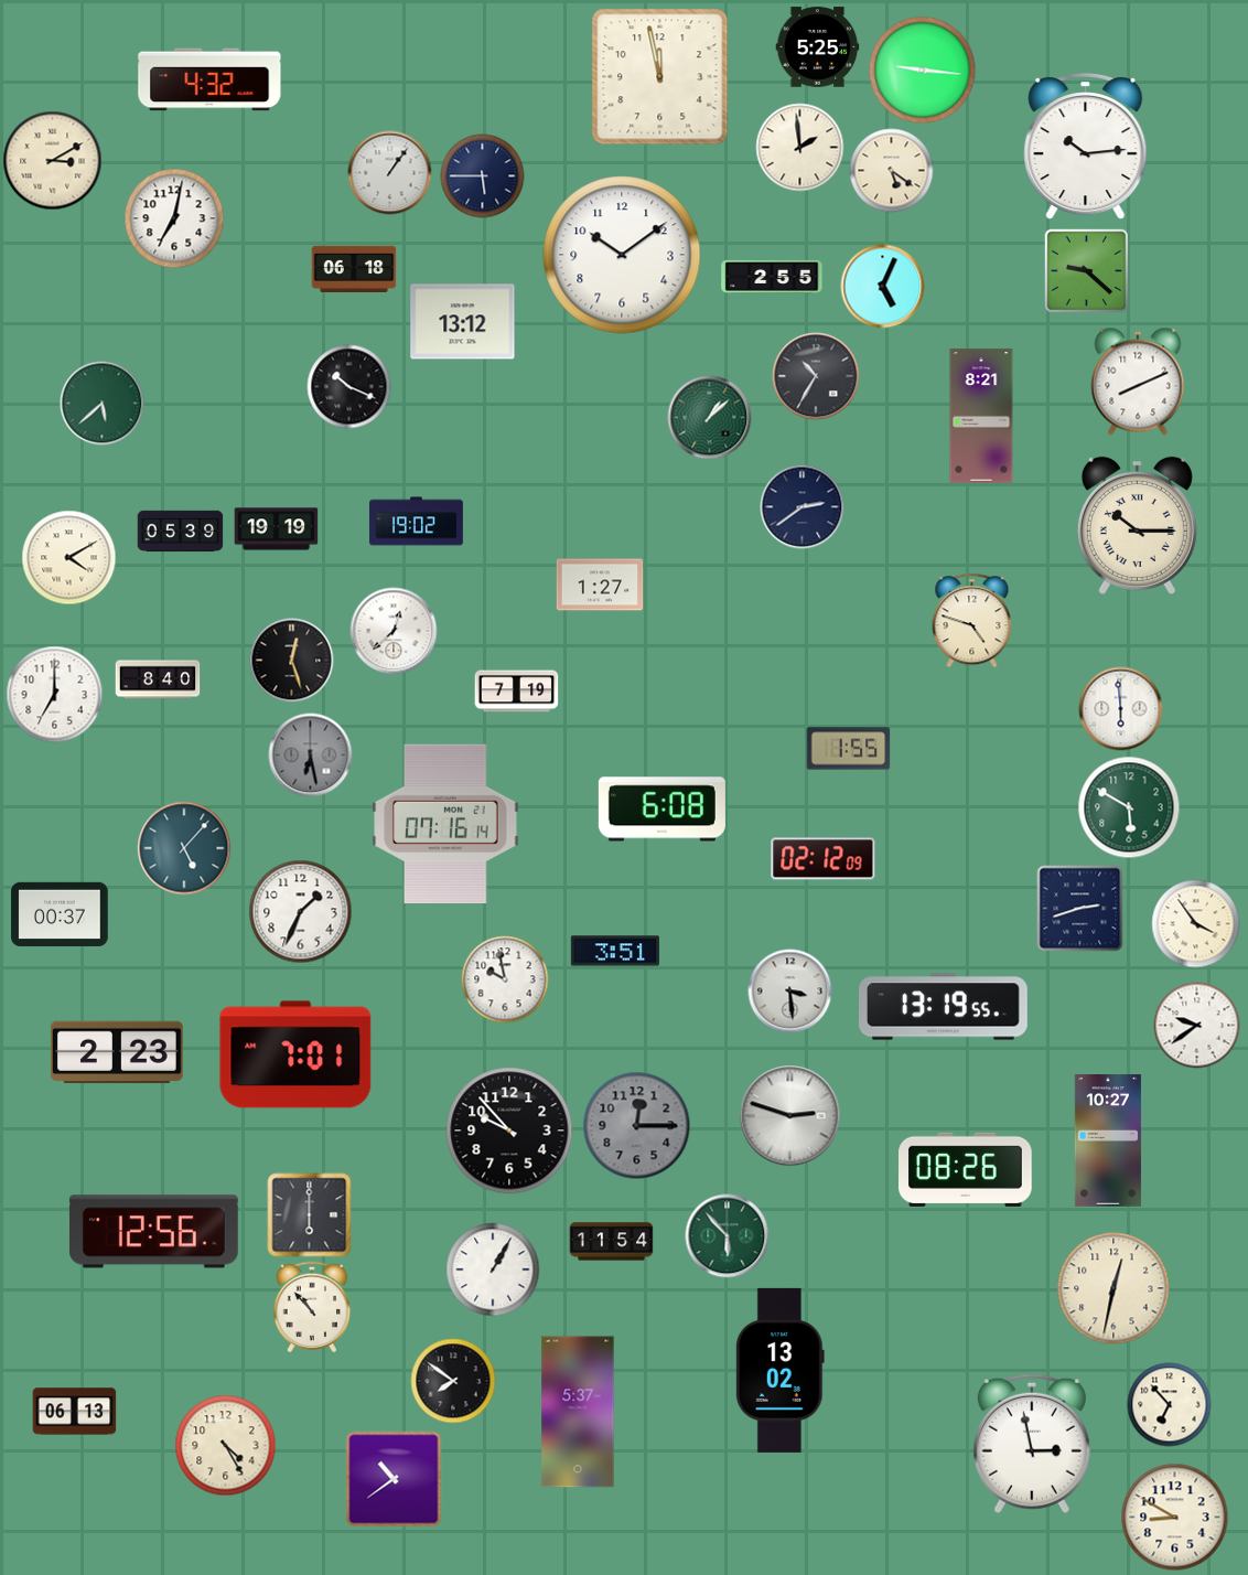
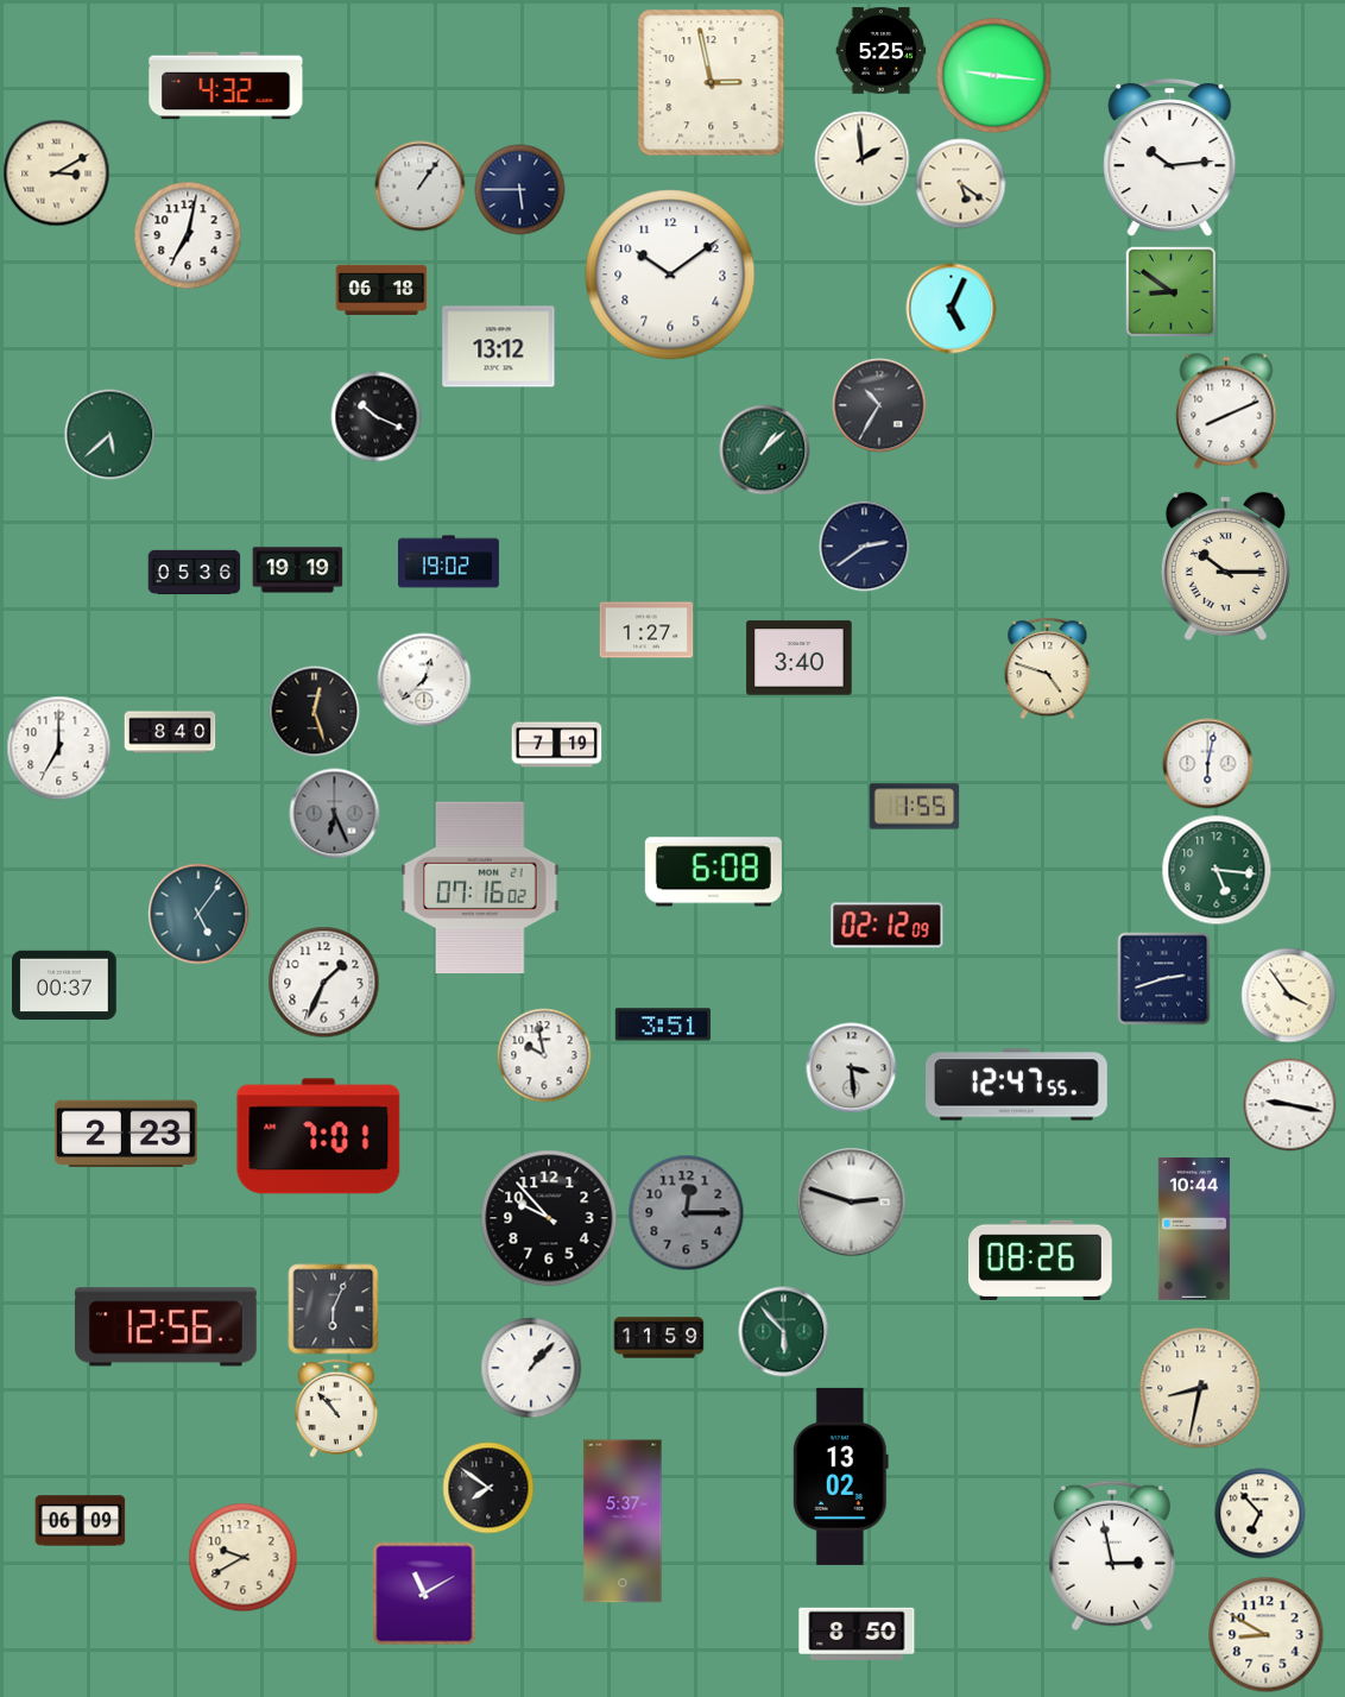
clock at (660, 77): 11:58 -> 2:58
clock at (1086, 270): 9:22 -> 8:51
clock at (772, 277): 2:55 -> none
clock at (981, 416): 8:21 -> none
clock at (181, 532): 05:39 -> 05:36
clock at (69, 558): 4:10 -> none
clock at (800, 658): none -> 3:40
clock at (1121, 709): 5:59 -> 6:02
clock at (311, 756): 6:28 -> 6:26
clock at (1129, 807): 5:50 -> 5:16
clock at (445, 823): 07:16:14 -> 07:16:02
clock at (184, 848): 5:07 -> 5:06
clock at (944, 1007): 13:19 -> 12:47
clock at (1197, 1026): 9:39 -> 9:17
clock at (1108, 1140): 10:27 -> 10:44
clock at (310, 1215): 6:00 -> 6:04
clock at (612, 1242): 11:54 -> 11:59
clock at (493, 1269): 1:05 -> 1:07
clock at (1113, 1288): 12:32 -> 8:32
clock at (75, 1412): 06:13 -> 06:09
clock at (226, 1446): 4:25 -> 9:40
clock at (394, 1479): 10:39 -> 11:10
clock at (857, 1634): none -> 8:50
